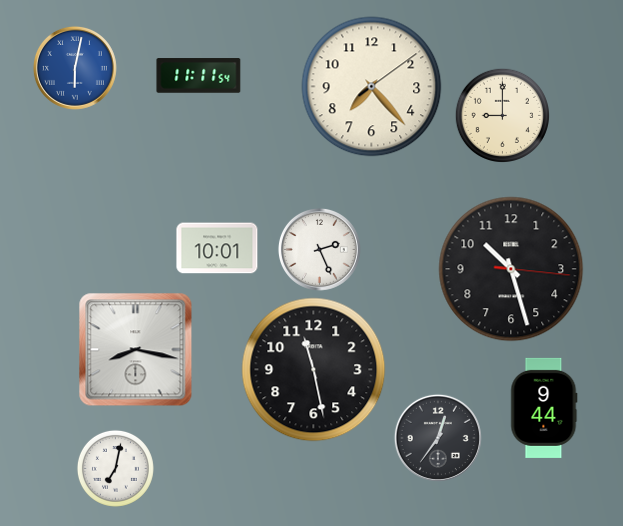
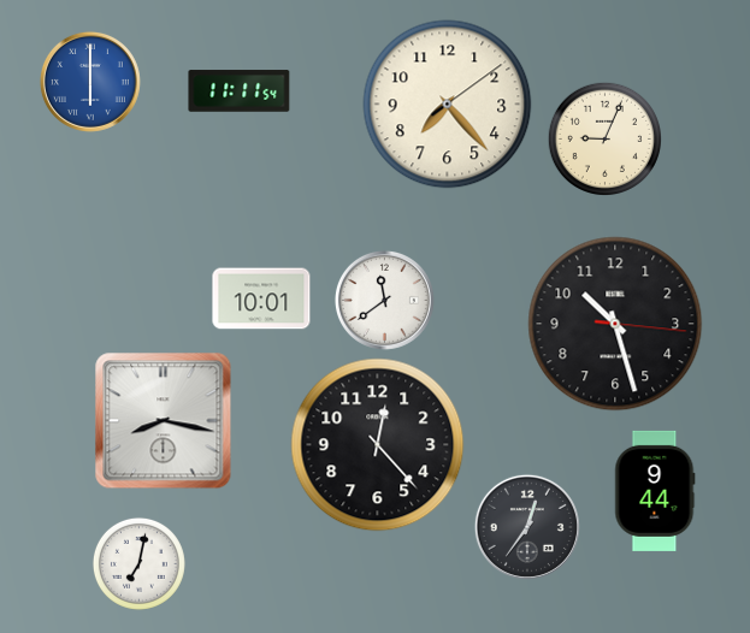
clock at (75, 68): 6:02 -> 6:00
clock at (502, 115): 9:00 -> 9:04
clock at (319, 249): 2:26 -> 11:39
clock at (314, 370): 11:28 -> 12:23
